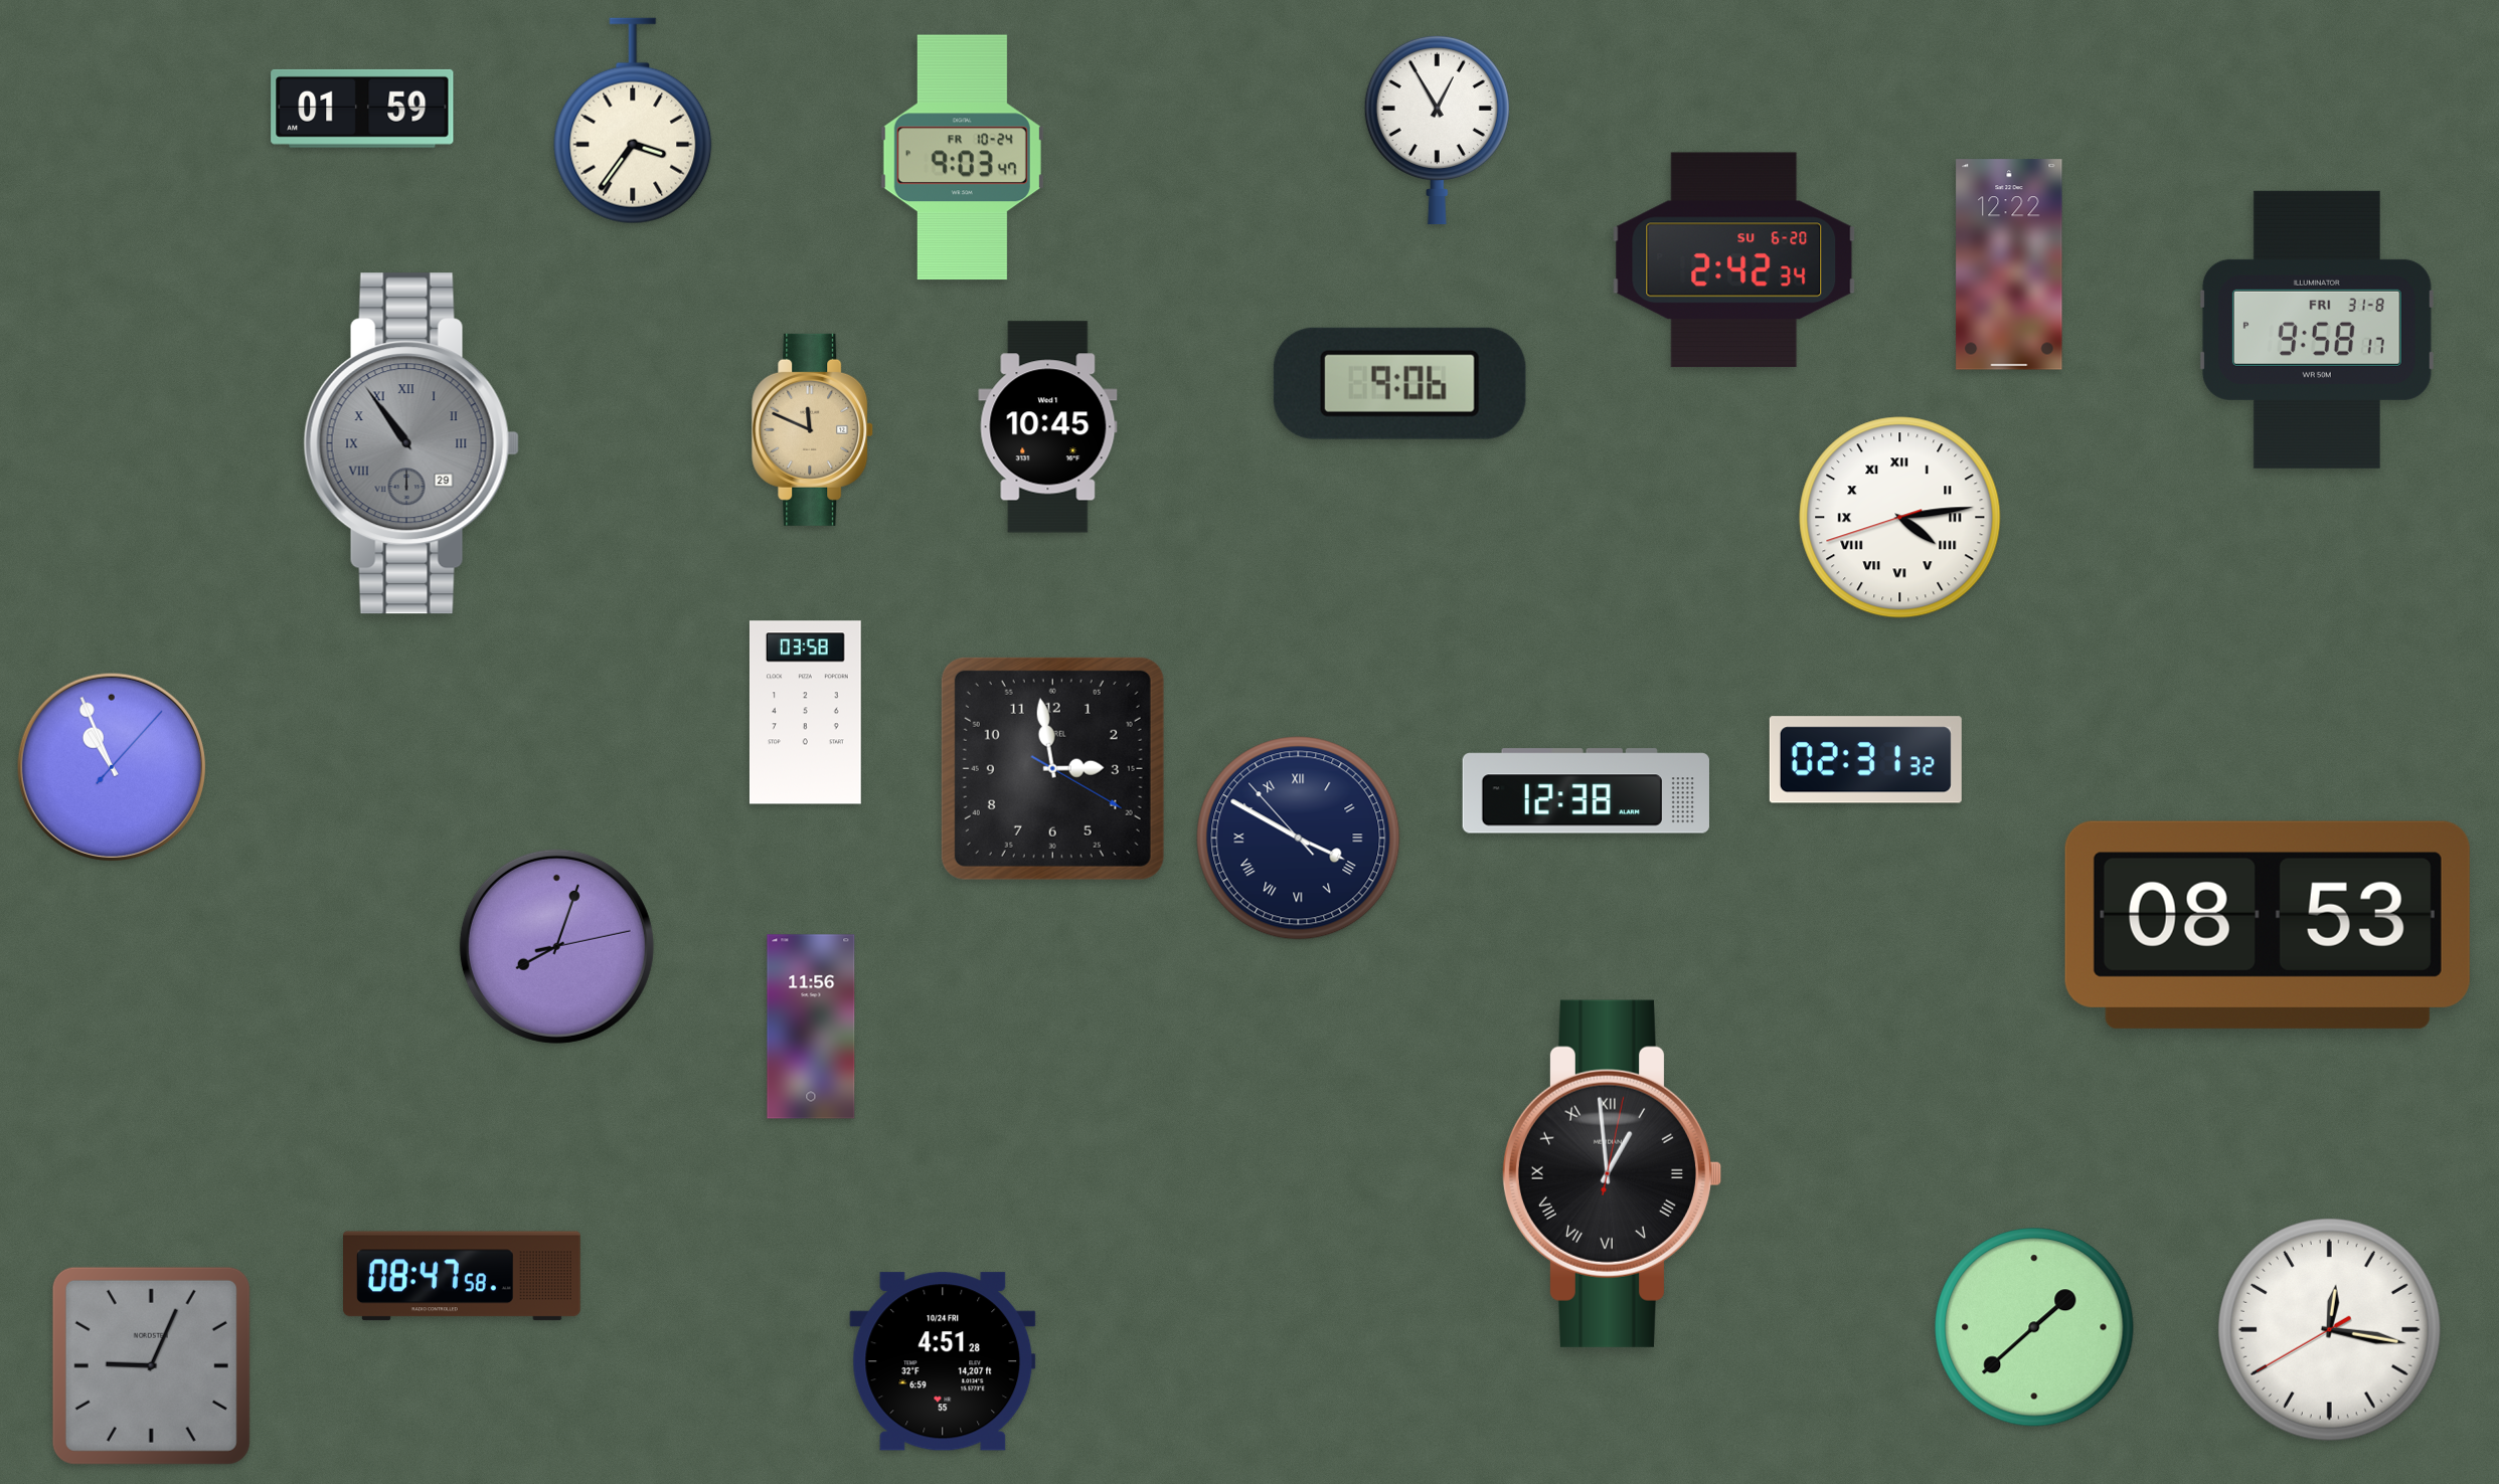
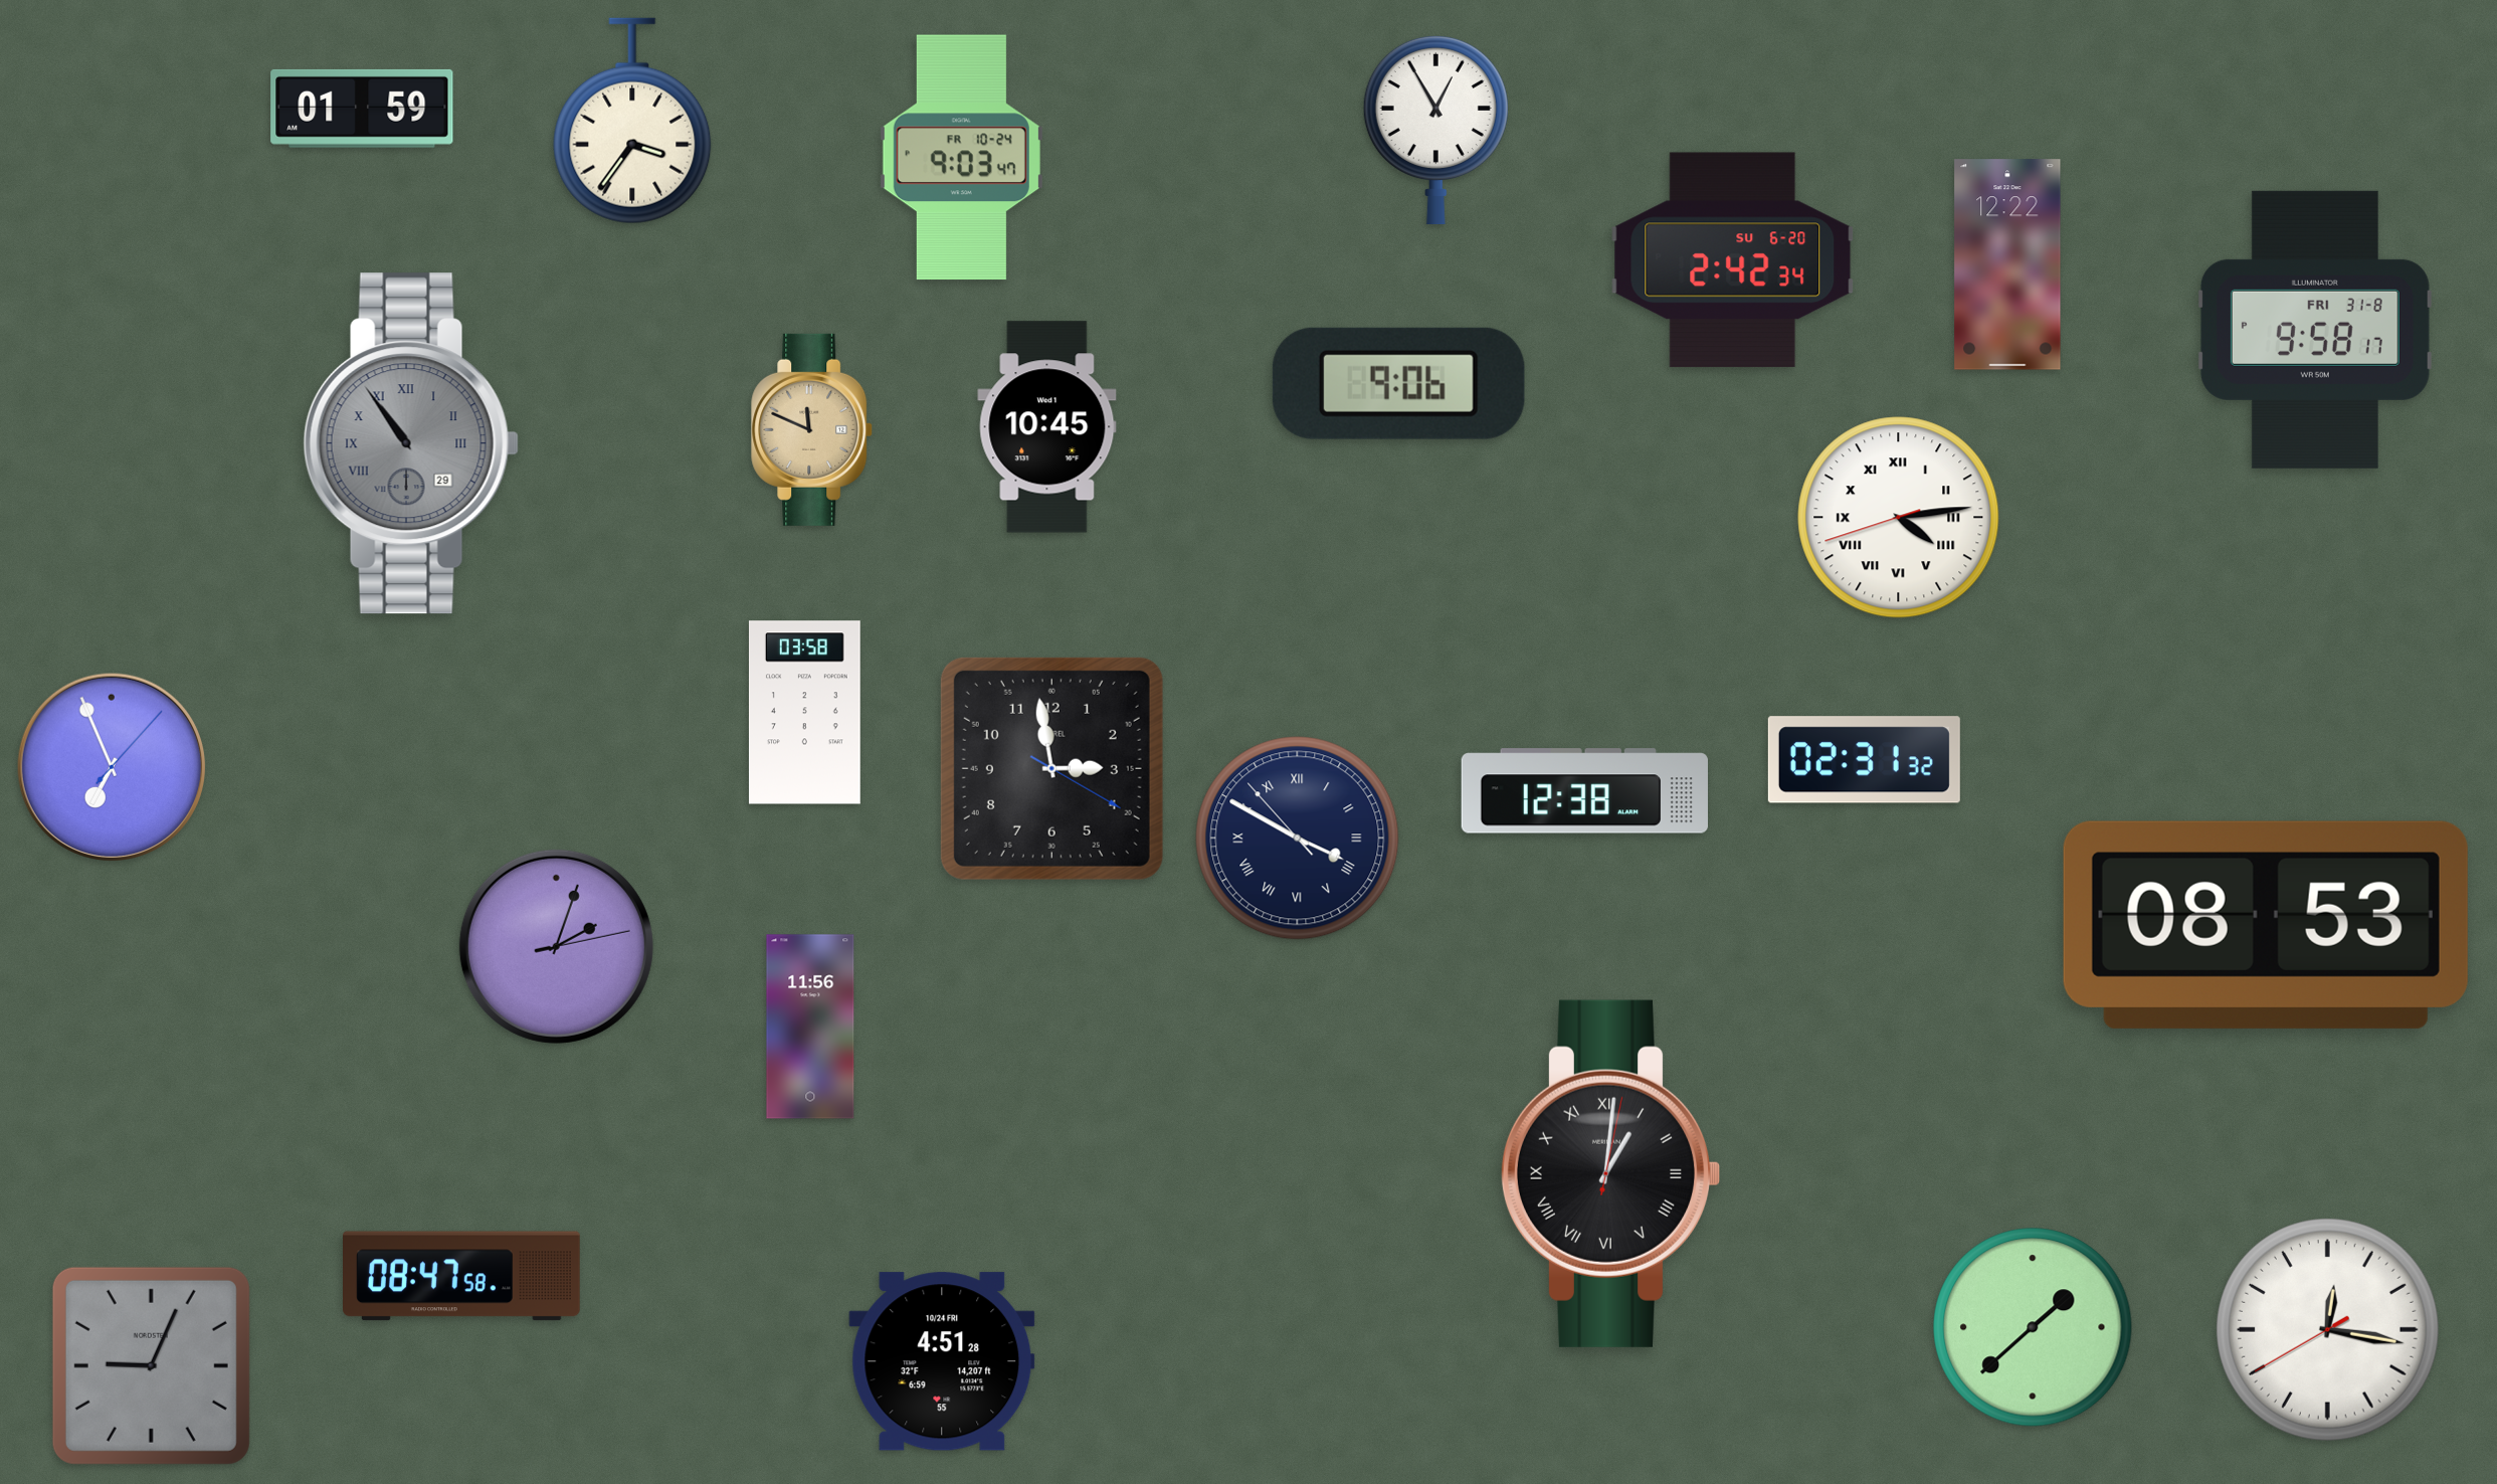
clock at (111, 766): 10:56 -> 6:56
clock at (556, 946): 8:03 -> 2:03
clock at (1611, 1173): 12:59 -> 1:01
